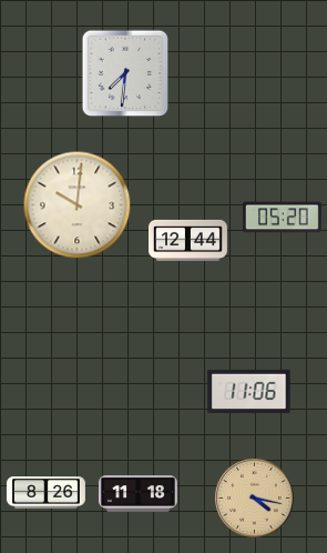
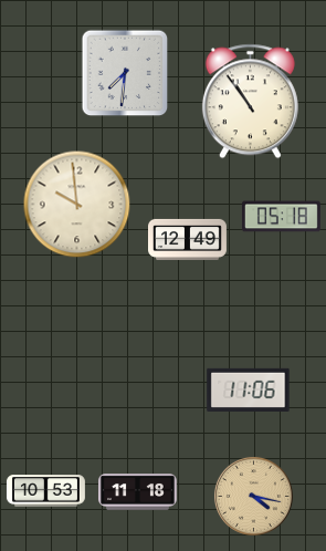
clock at (250, 102): none -> 10:54
clock at (78, 205): 10:01 -> 9:59
clock at (282, 218): 05:20 -> 05:18
clock at (188, 240): 12:44 -> 12:49
clock at (45, 493): 8:26 -> 10:53
